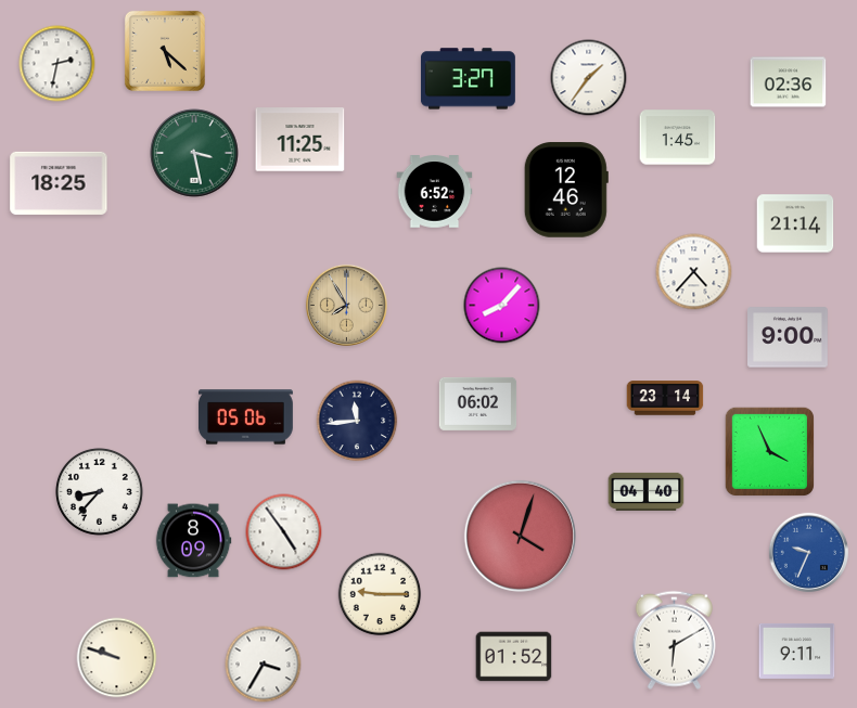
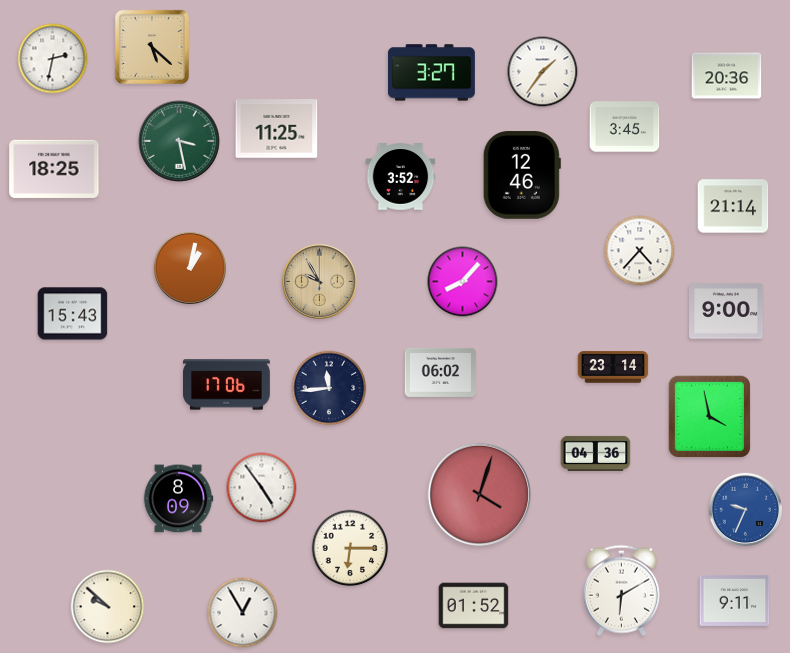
clock at (789, 82): 02:36 -> 20:36
clock at (678, 138): 1:45 -> 3:45
clock at (435, 192): 6:52 -> 3:52
clock at (190, 268): none -> 1:02
clock at (346, 305): 7:55 -> 9:55
clock at (73, 314): none -> 15:43
clock at (245, 417): 05:06 -> 17:06
clock at (769, 451): 3:56 -> 3:58
clock at (99, 491): 8:37 -> none
clock at (647, 491): 04:40 -> 04:36
clock at (284, 532) position: (284, 532) -> (262, 488)
clock at (380, 594): 9:15 -> 6:15
clock at (117, 658): 9:48 -> 9:52
clock at (264, 665): 3:35 -> 12:55
